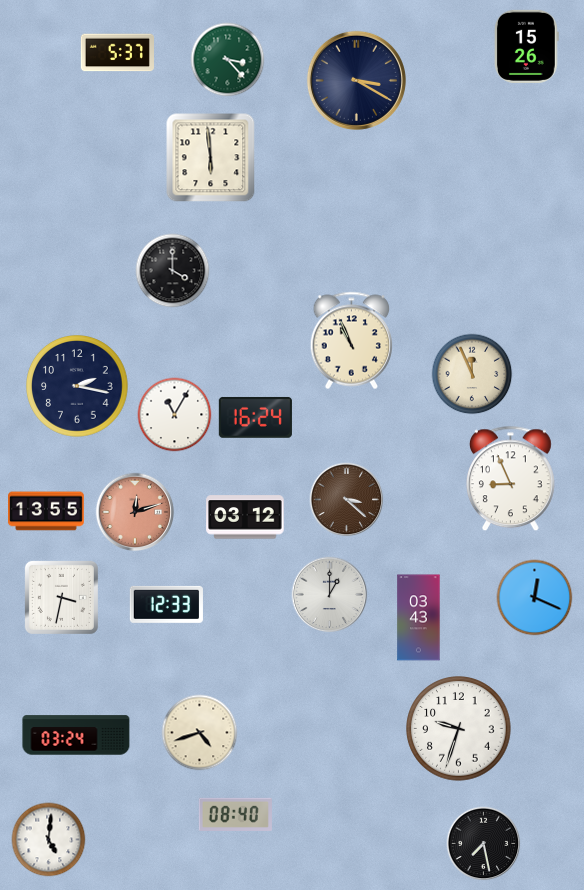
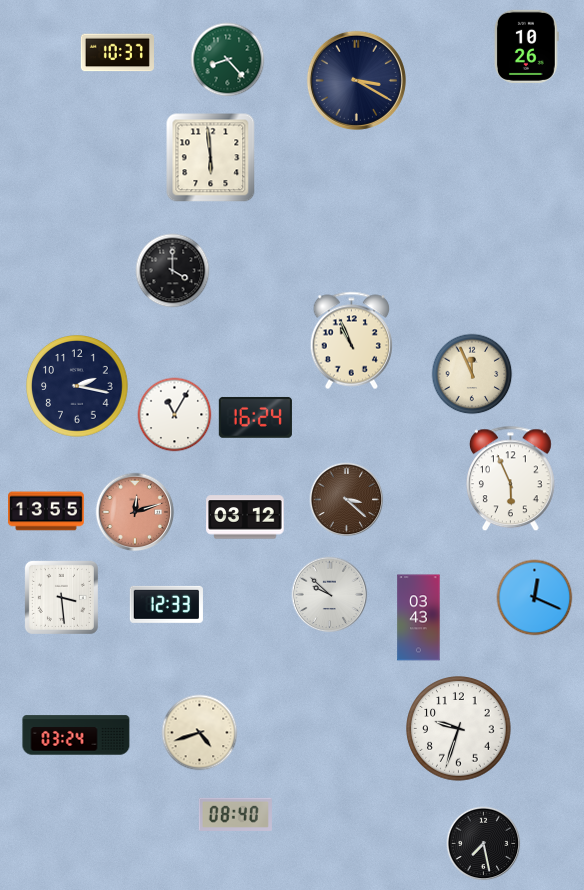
clock at (526, 46): 15:26 -> 10:26
clock at (117, 53): 5:37 -> 10:37
clock at (228, 60): 3:23 -> 8:23
clock at (510, 479): 8:56 -> 5:56
clock at (330, 595): 1:00 -> 9:52
clock at (61, 597): 3:32 -> 3:29
clock at (49, 840): 5:01 -> none
